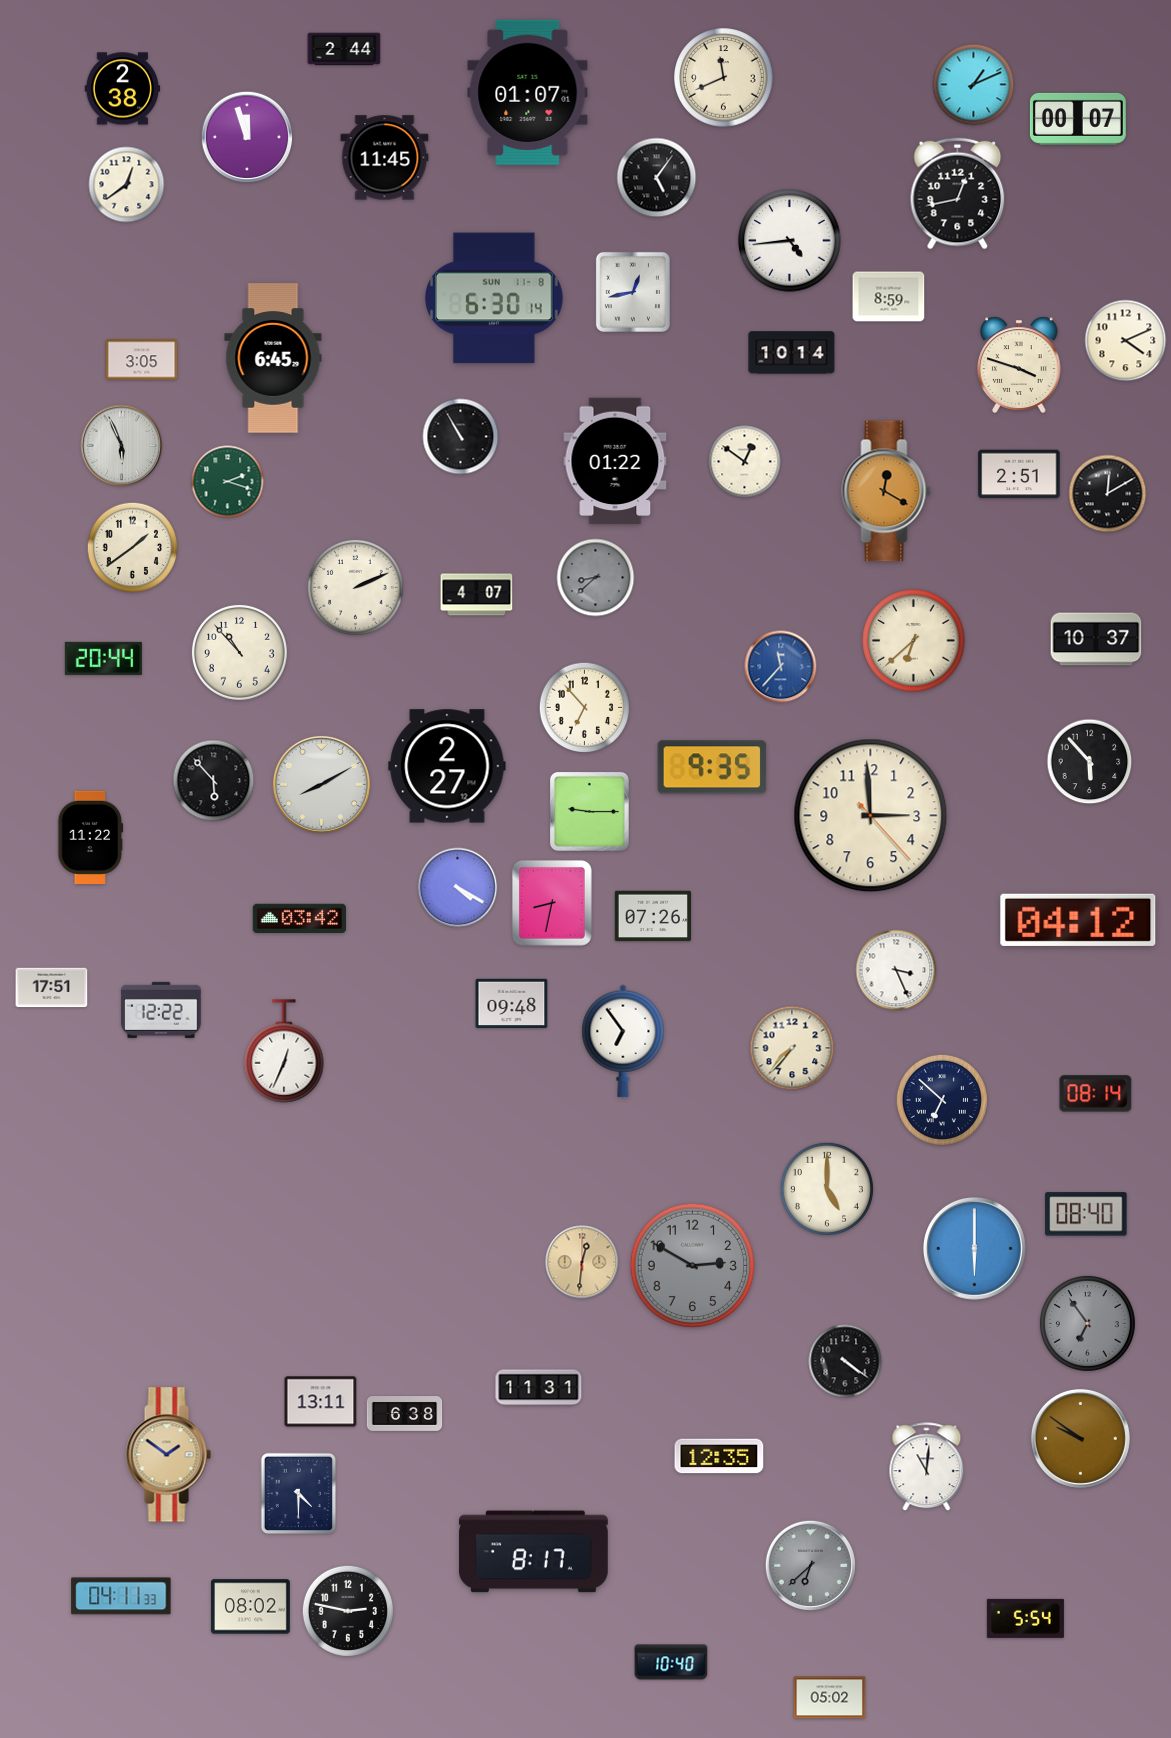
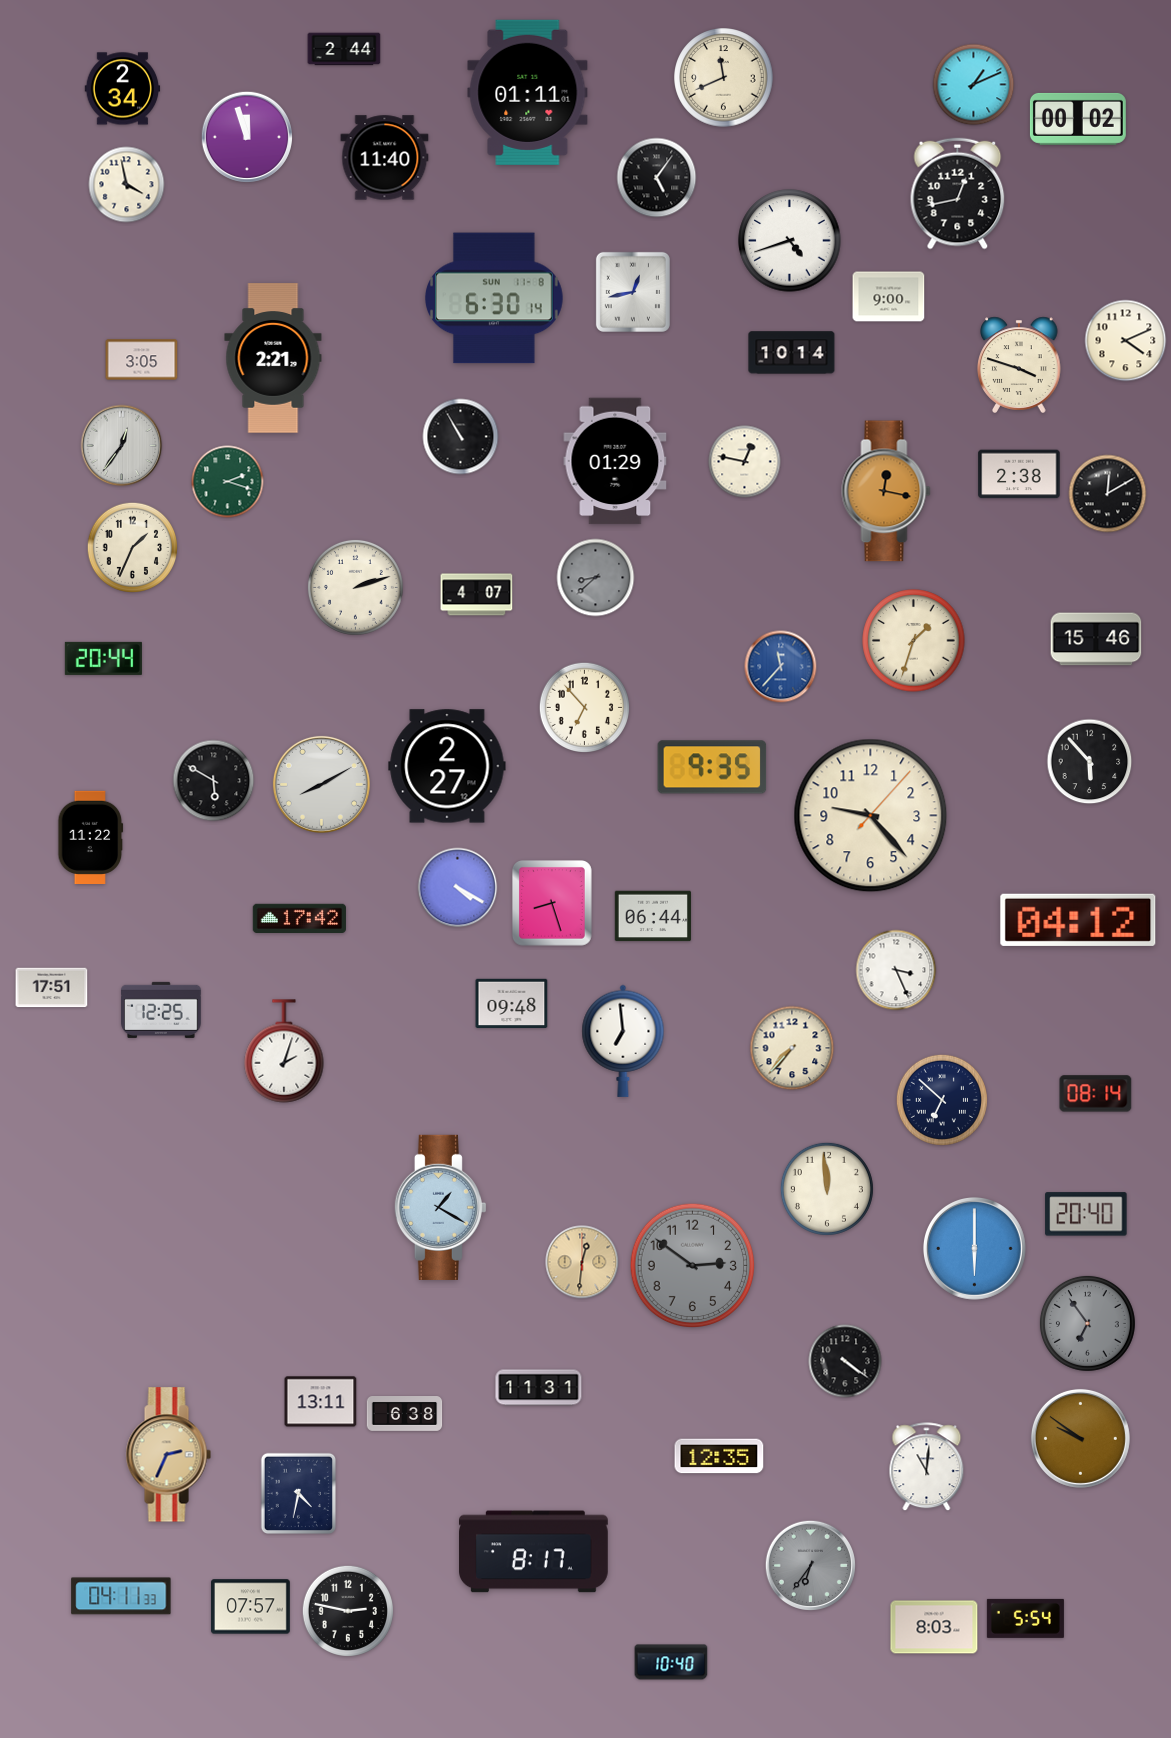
clock at (123, 89): 2:38 -> 2:34
clock at (528, 92): 01:07 -> 01:11
clock at (1078, 119): 00:07 -> 00:02
clock at (385, 158): 11:45 -> 11:40
clock at (127, 185): 12:39 -> 3:58
clock at (790, 241): 4:44 -> 4:42
clock at (889, 297): 8:59 -> 9:00
clock at (273, 358): 6:45 -> 2:21
clock at (122, 446): 5:56 -> 12:36
clock at (615, 461): 01:22 -> 01:29
clock at (745, 462): 12:51 -> 12:47
clock at (1019, 474): 2:51 -> 2:38
clock at (886, 491): 12:20 -> 12:17
clock at (132, 547): 1:39 -> 1:34
clock at (355, 587): 2:11 -> 2:12
clock at (1096, 639): 10:37 -> 15:46
clock at (914, 641): 6:38 -> 1:33
clock at (239, 652): 10:53 -> none
clock at (214, 781): 5:53 -> 5:50
clock at (589, 811): 9:15 -> none
clock at (871, 816): 2:59 -> 9:23
clock at (553, 904): 8:32 -> 8:27
clock at (652, 916): 07:26 -> 06:44
clock at (299, 918): 03:42 -> 17:42
clock at (161, 1010): 12:22 -> 12:25
clock at (623, 1041): 6:54 -> 6:59
clock at (284, 1051): 12:34 -> 2:03
clock at (827, 1189): 5:00 -> 11:59
clock at (440, 1207): none -> 1:20
clock at (1086, 1214): 08:40 -> 20:40
clock at (693, 1266): 2:50 -> 2:51
clock at (168, 1455): 1:51 -> 2:34
clock at (298, 1493): 4:30 -> 4:32
clock at (810, 1565): 6:38 -> 6:36
clock at (250, 1607): 08:02 -> 07:57
clock at (934, 1627): none -> 8:03
clock at (830, 1698): 05:02 -> none
